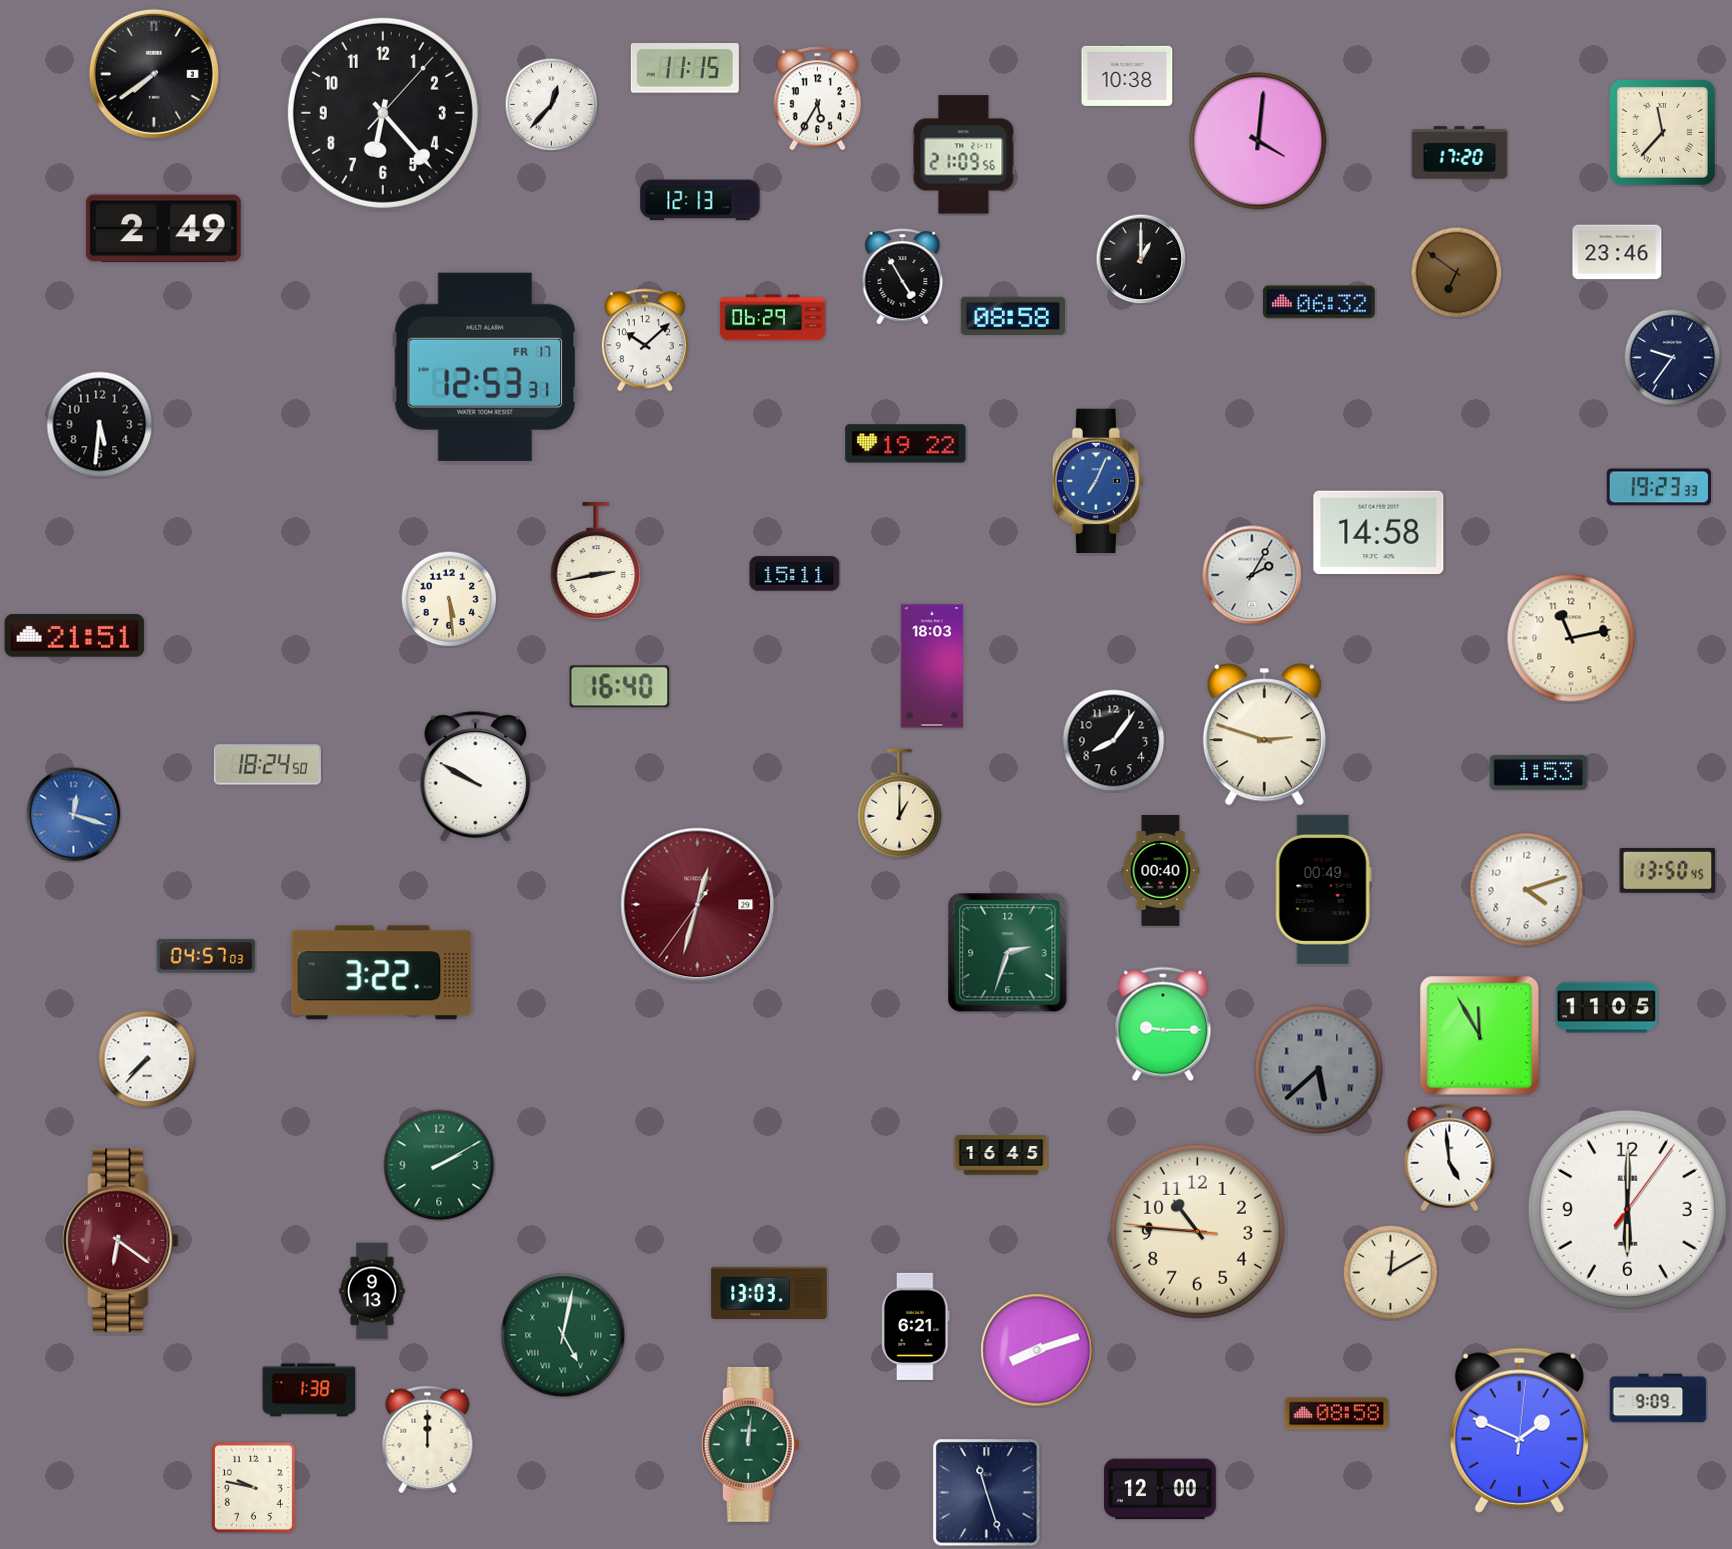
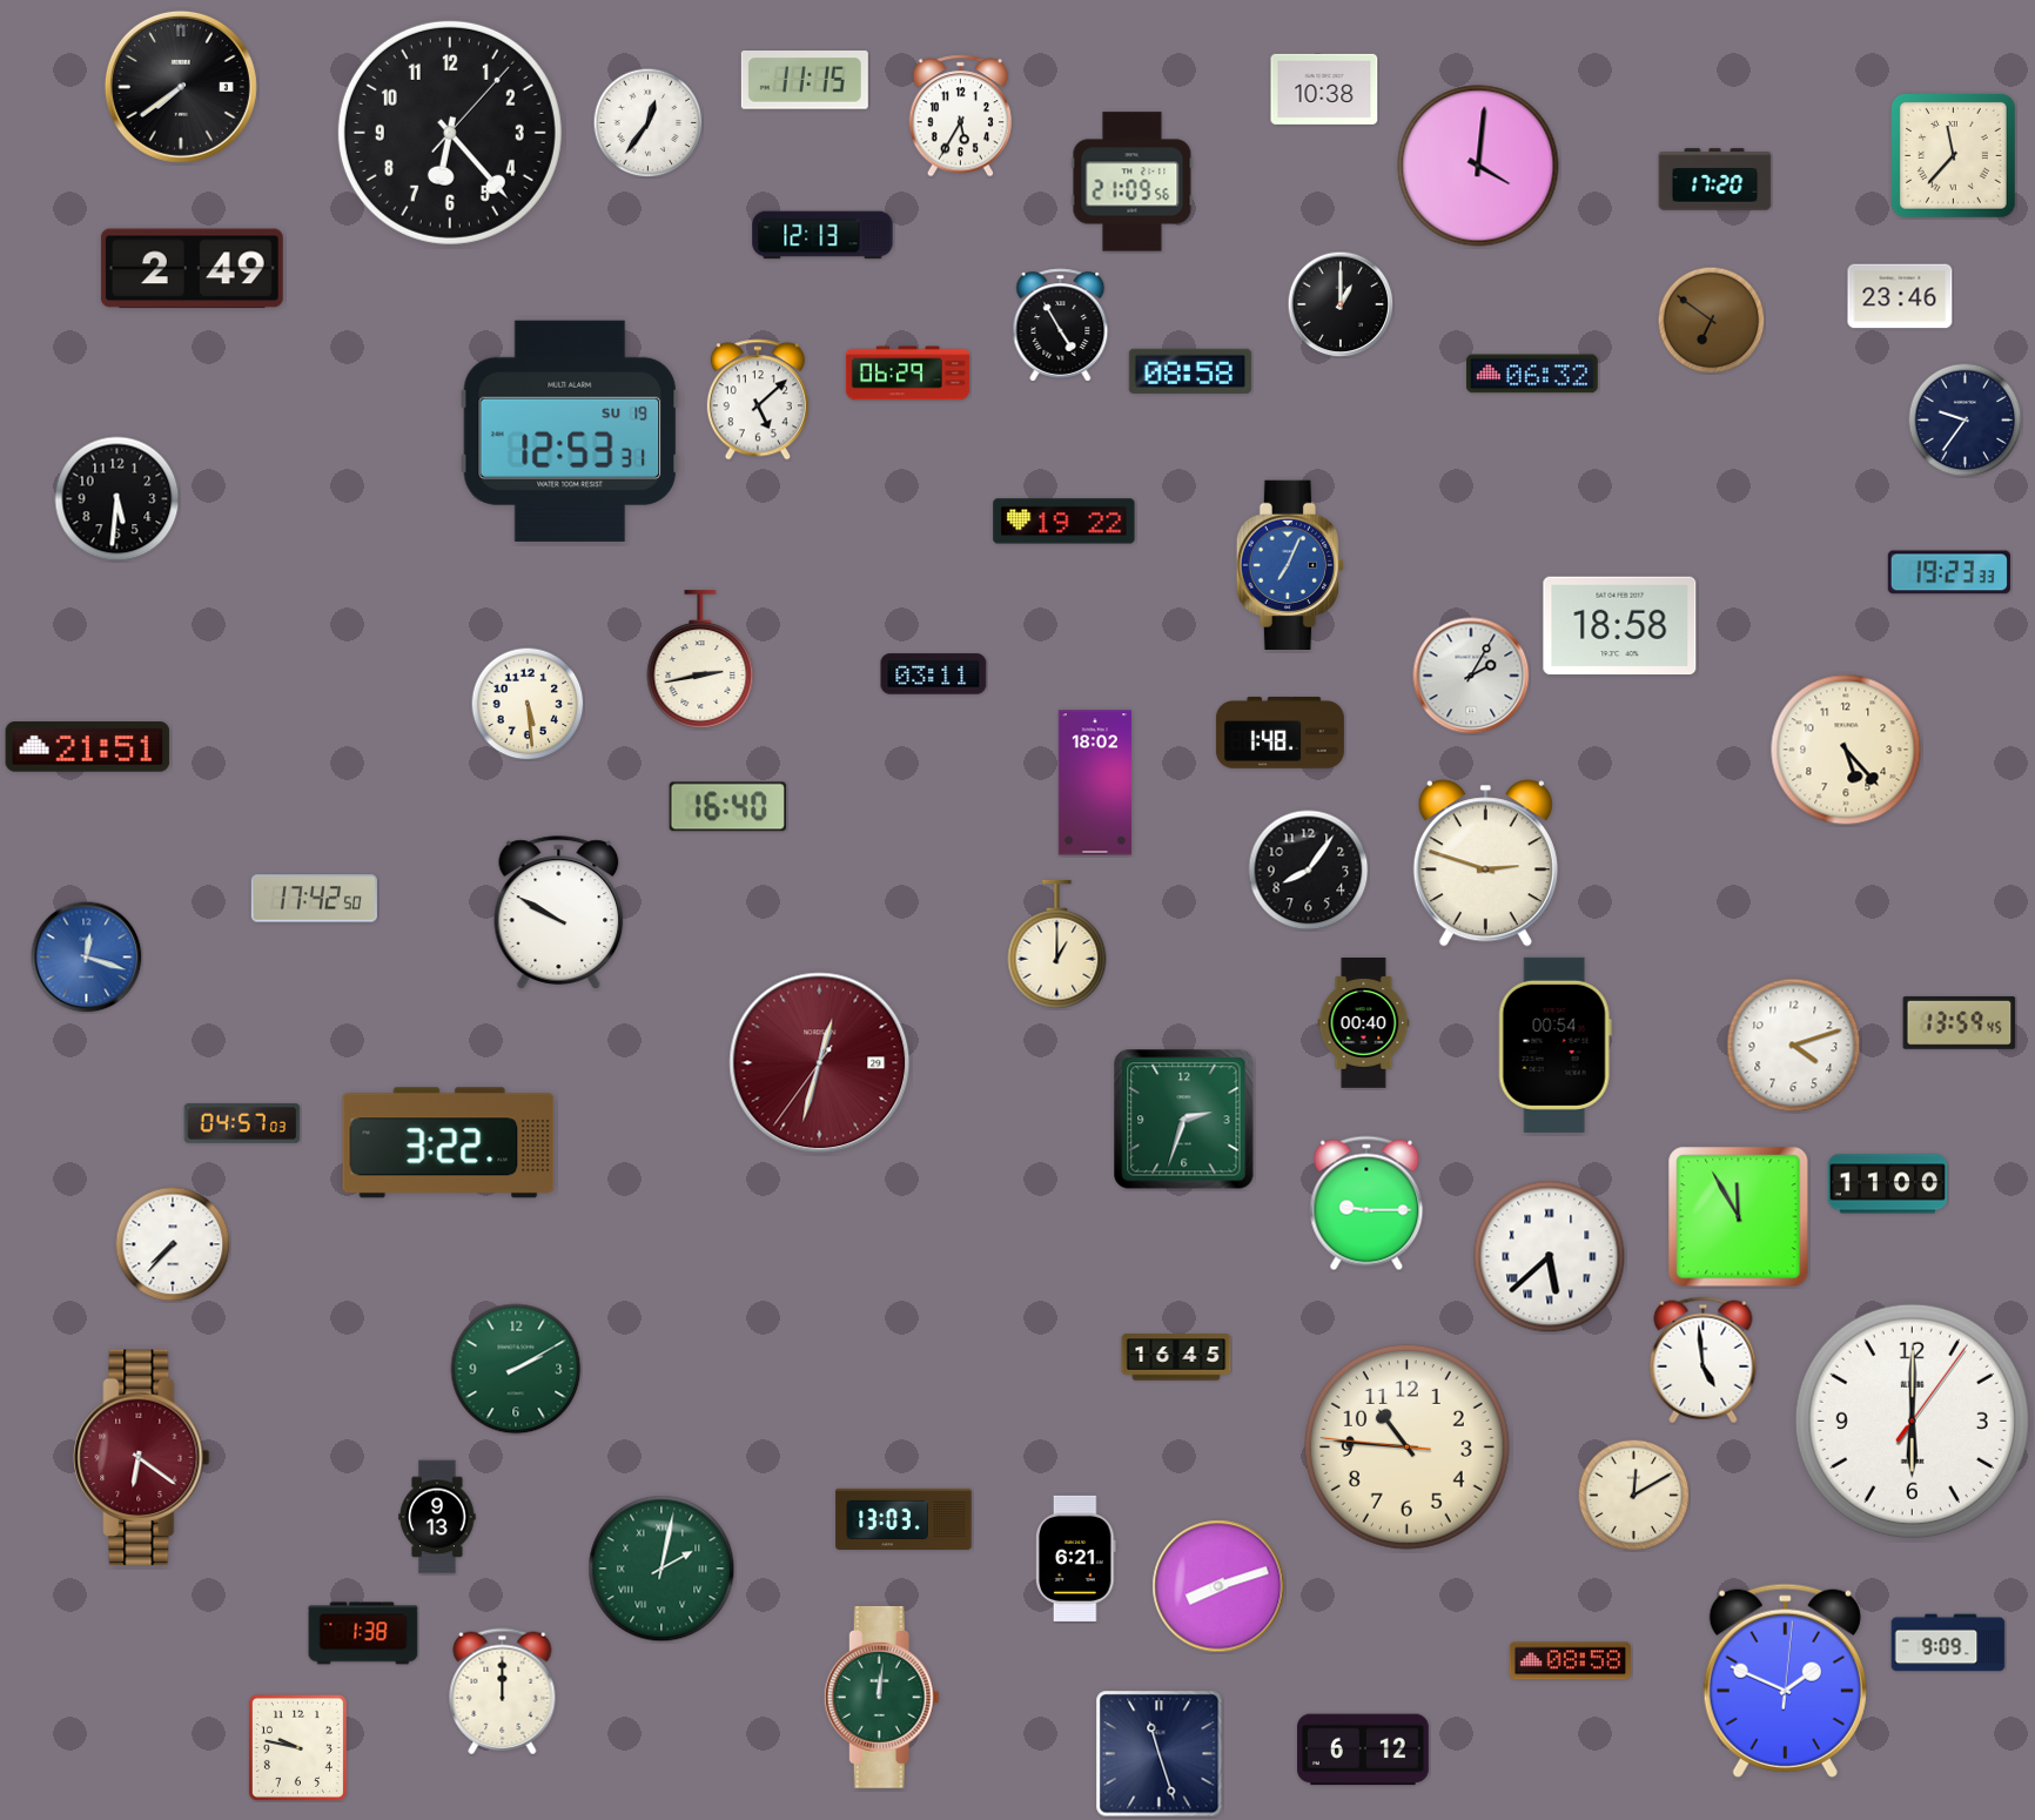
clock at (551, 104): 12:37 -> 12:36
clock at (1319, 302) position: (1319, 302) -> (1532, 374)
clock at (645, 340): 10:08 -> 5:08
clock at (485, 367) date: FR 17 -> SU 19
clock at (1379, 533): 14:58 -> 18:58
clock at (795, 574): 15:11 -> 03:11
clock at (1280, 733): none -> 1:48
clock at (1571, 638): 11:13 -> 5:23
clock at (932, 666): 18:03 -> 18:02
clock at (267, 765): 18:24 -> 17:42
clock at (1539, 772): 1:53 -> none
clock at (1668, 870): 13:50 -> 13:59
clock at (1323, 889): 00:49 -> 00:54
clock at (1607, 1008): 11:05 -> 11:00
clock at (1319, 1070) dial: grey -> white
clock at (563, 1335): 5:02 -> 2:02
clock at (1160, 1489): 12:00 -> 6:12
